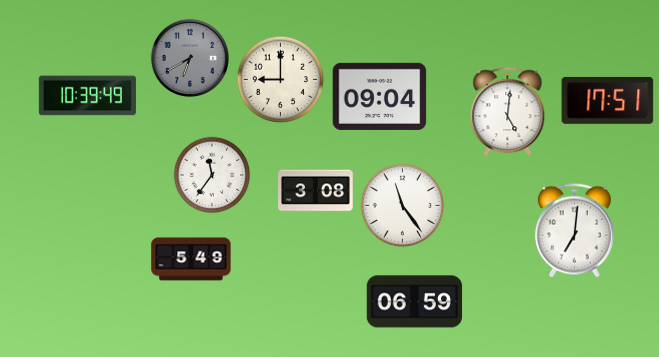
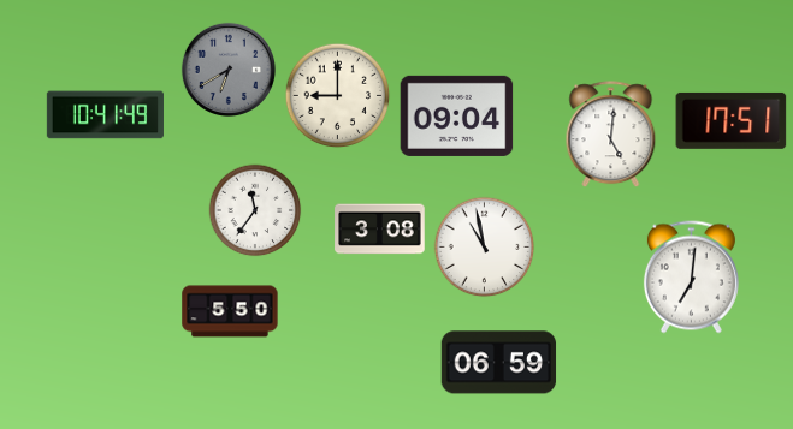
clock at (87, 96): 10:39 -> 10:41
clock at (403, 206): 11:24 -> 10:58
clock at (191, 259): 5:49 -> 5:50
